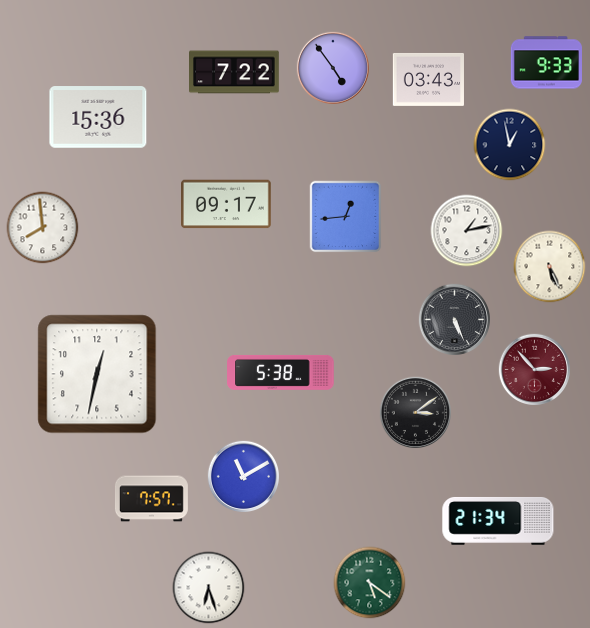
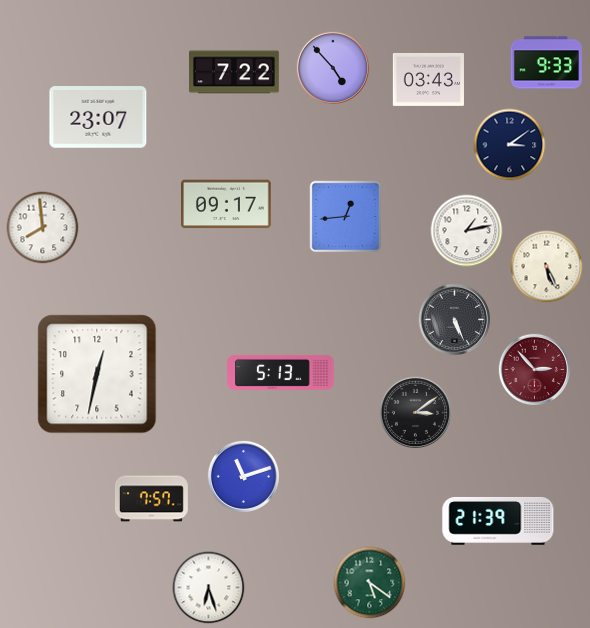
clock at (332, 67): 4:54 -> 4:53
clock at (98, 117): 15:36 -> 23:07
clock at (510, 145): 12:58 -> 3:09
clock at (550, 267) position: (550, 267) -> (547, 267)
clock at (281, 372): 5:38 -> 5:13
clock at (243, 476): 11:10 -> 11:12
clock at (498, 521): 21:34 -> 21:39
